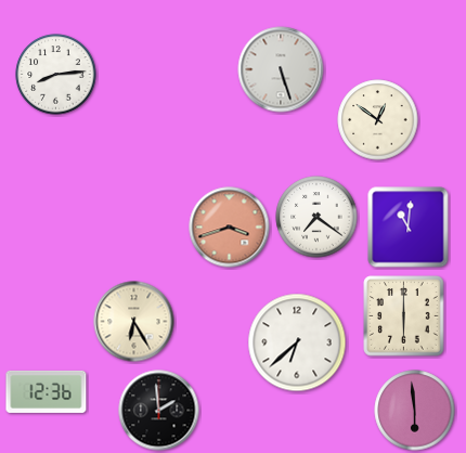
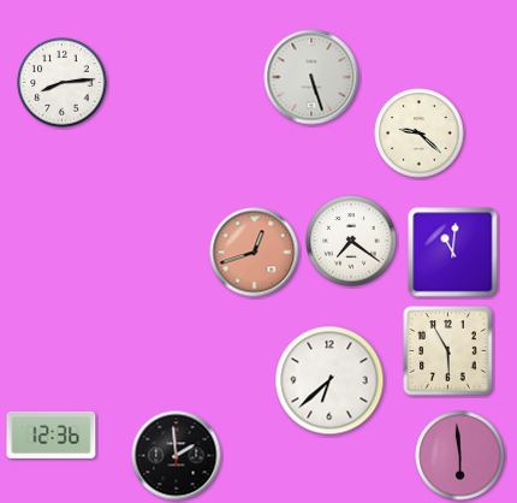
clock at (378, 120): 12:51 -> 9:22
clock at (230, 228): 3:42 -> 12:42
clock at (404, 316): 6:00 -> 5:55
clock at (134, 322): 6:25 -> none
